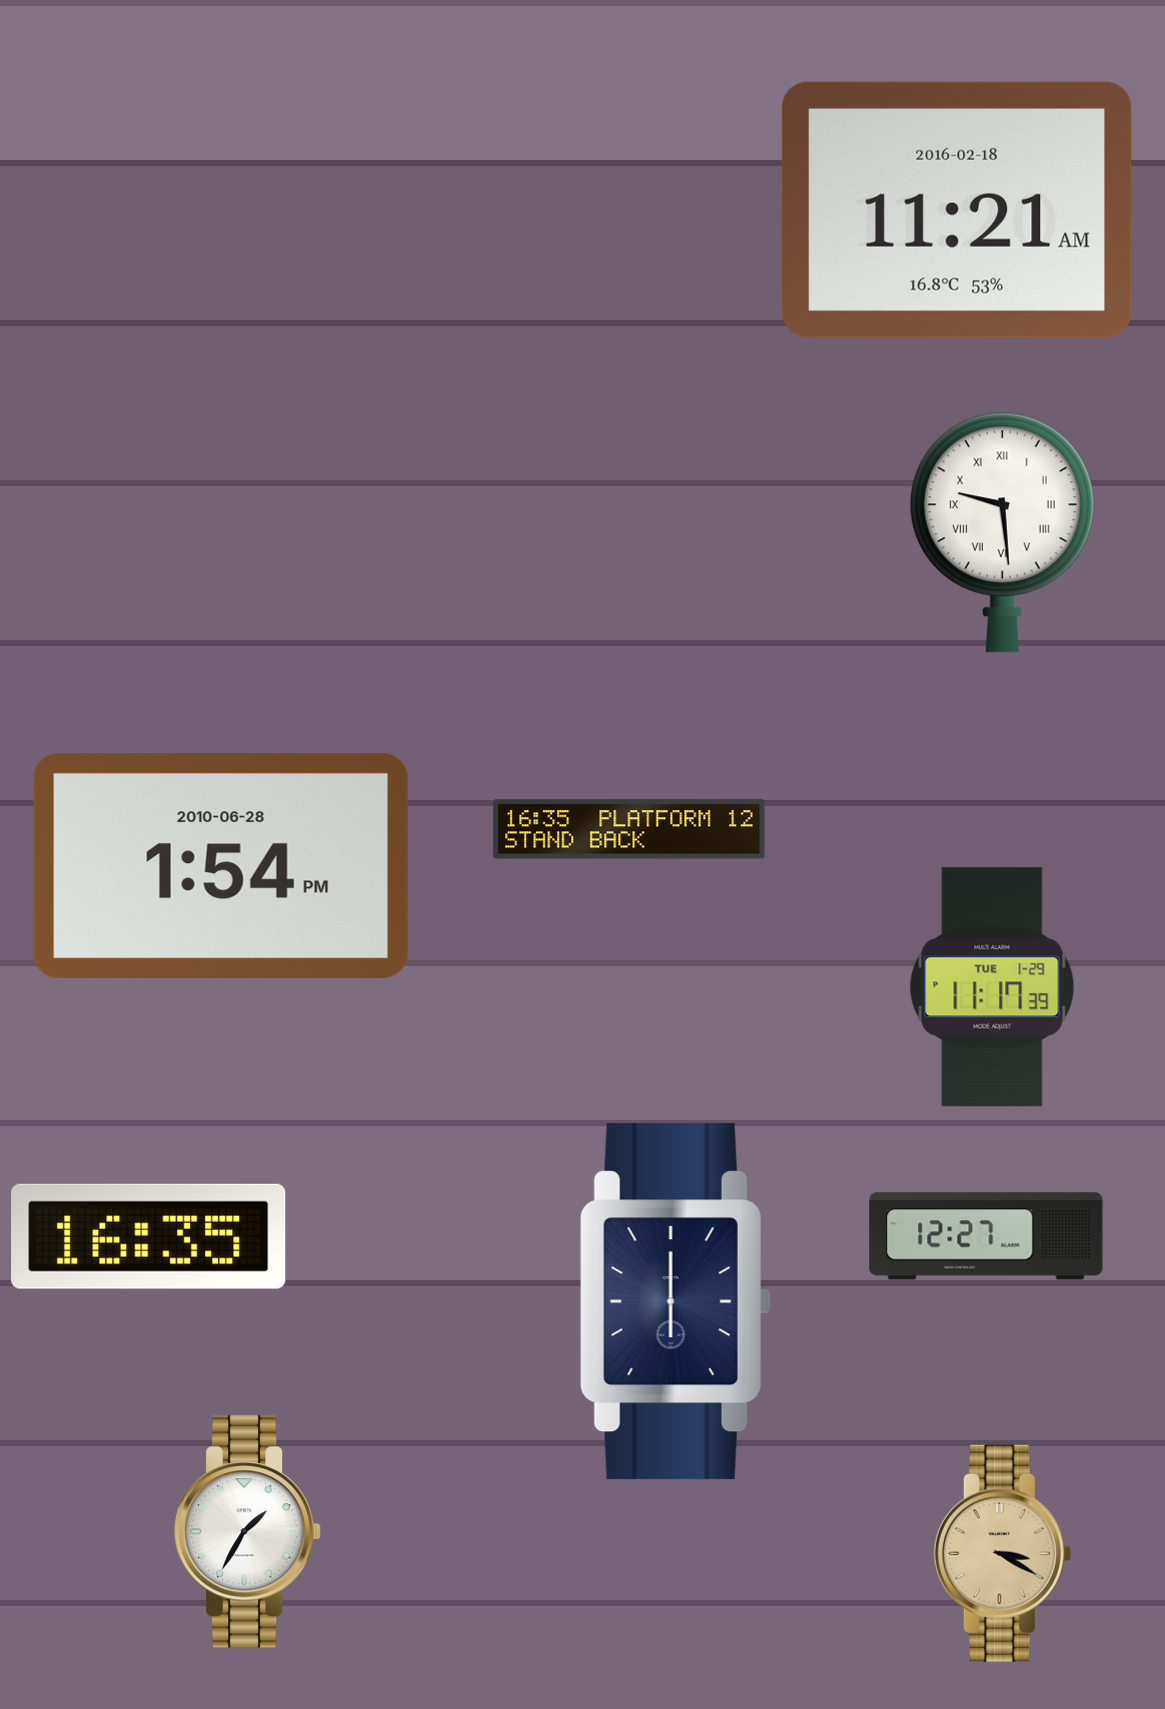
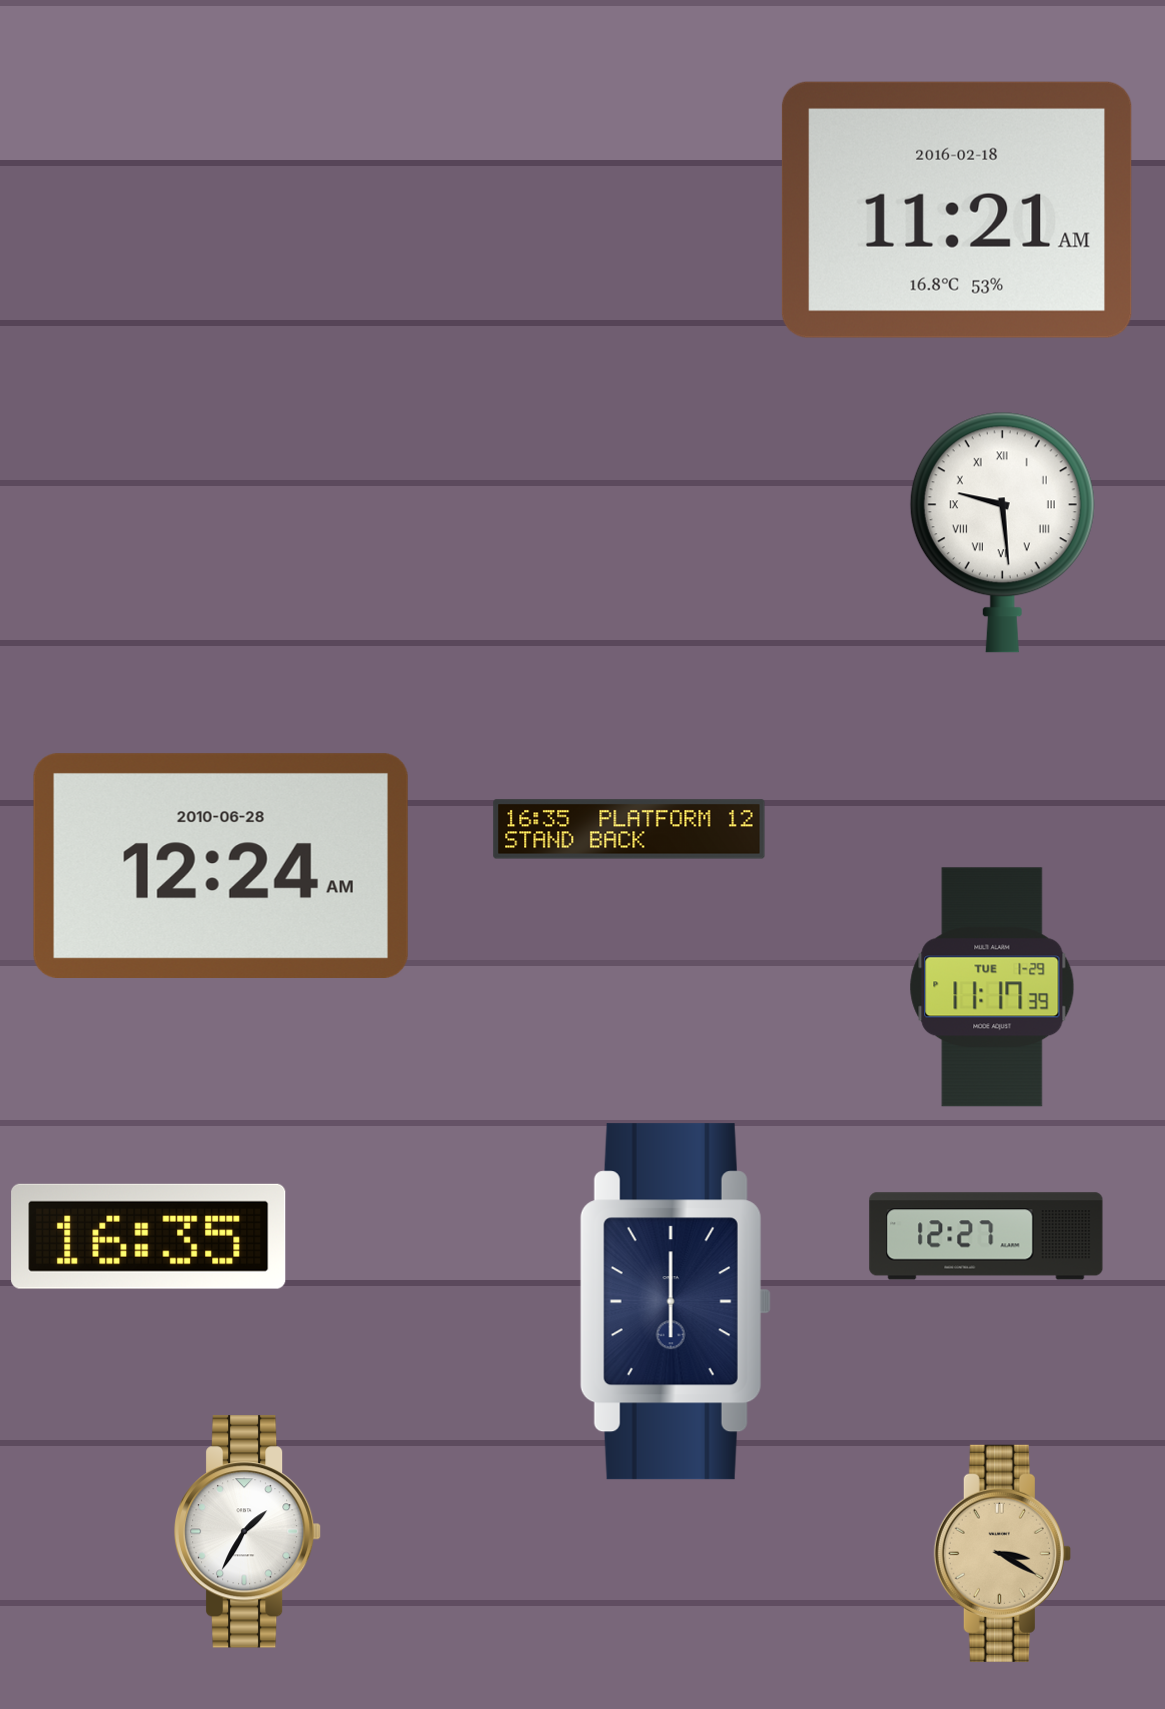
clock at (221, 865): 1:54 -> 12:24
